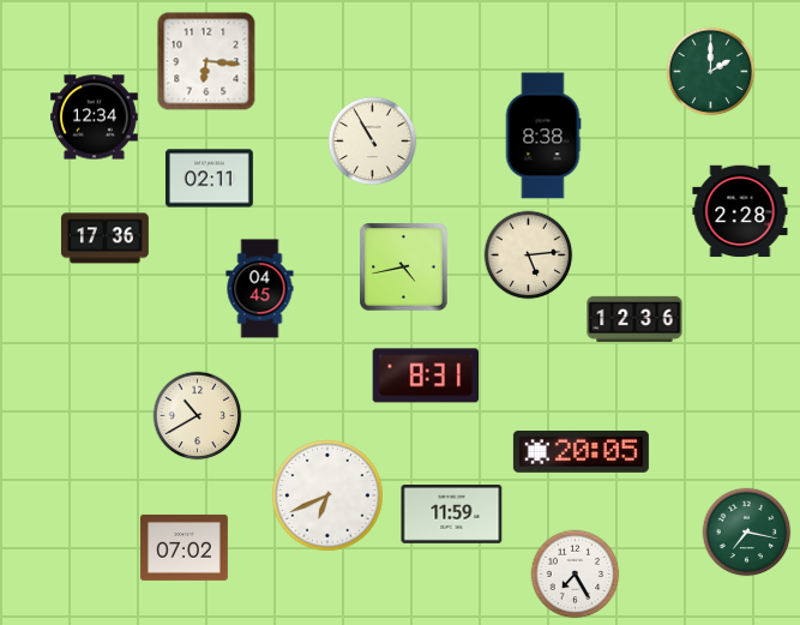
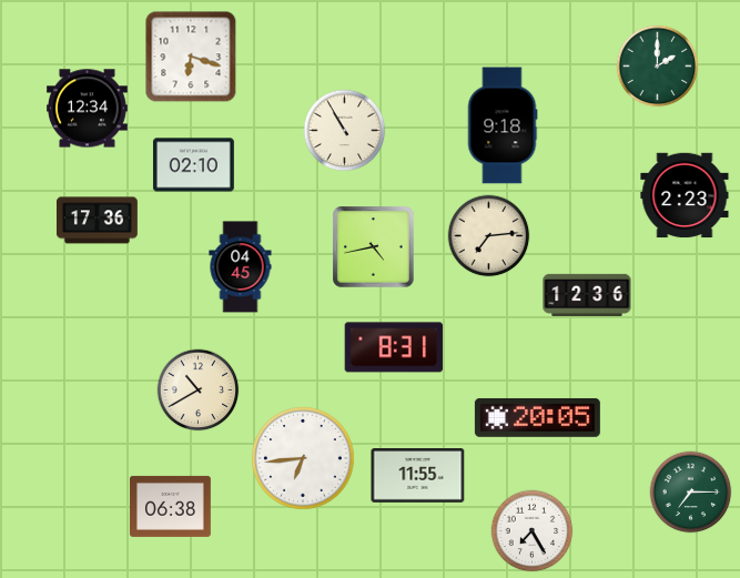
clock at (206, 61): 6:16 -> 6:18
clock at (543, 136): 8:38 -> 9:18
clock at (209, 179): 02:11 -> 02:10
clock at (740, 211): 2:28 -> 2:23
clock at (529, 256): 5:14 -> 7:14
clock at (198, 416) position: (198, 416) -> (199, 391)
clock at (327, 495): 6:41 -> 6:44
clock at (452, 515): 11:59 -> 11:55
clock at (747, 533): 7:17 -> 7:15
clock at (185, 547): 07:02 -> 06:38
